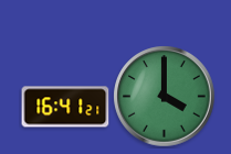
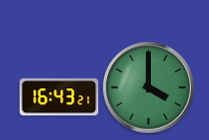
clock at (65, 107): 16:41 -> 16:43
